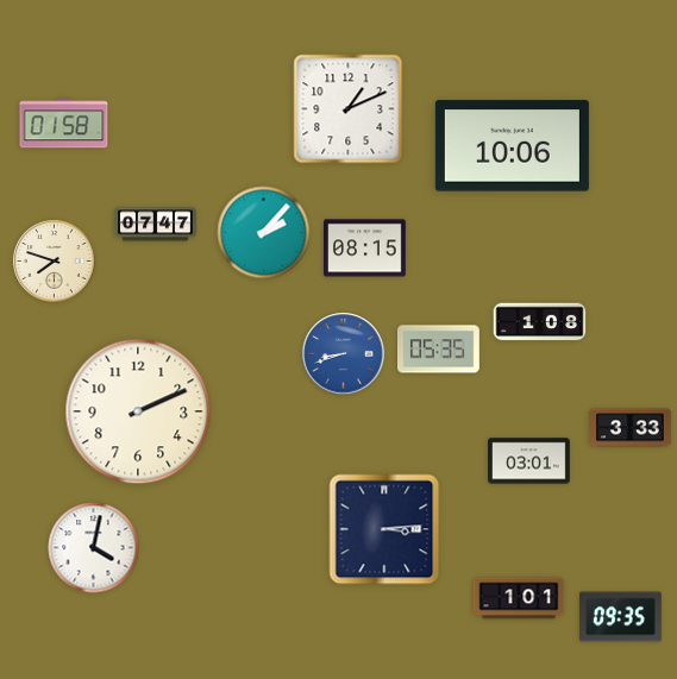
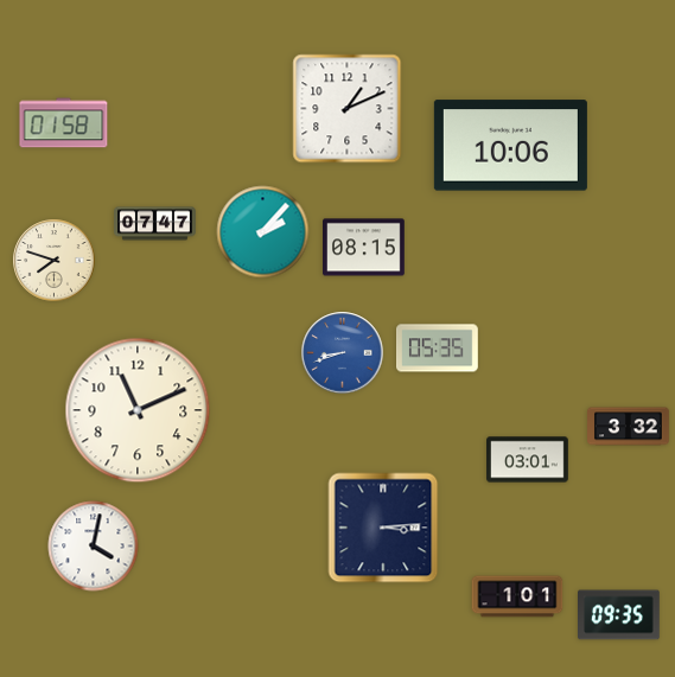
clock at (540, 322): 1:08 -> none
clock at (138, 411): 2:11 -> 11:11
clock at (631, 428): 3:33 -> 3:32
